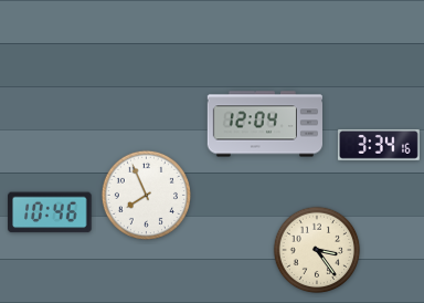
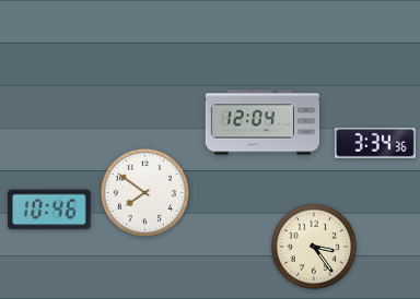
clock at (379, 145): 3:34:16 -> 3:34:36
clock at (146, 195): 7:56 -> 7:51
